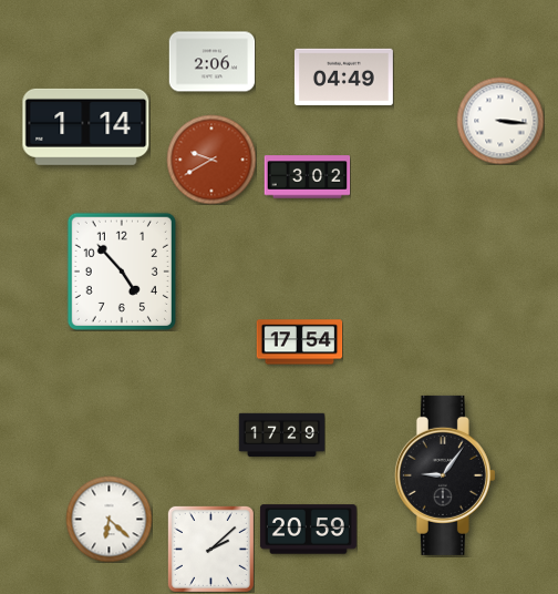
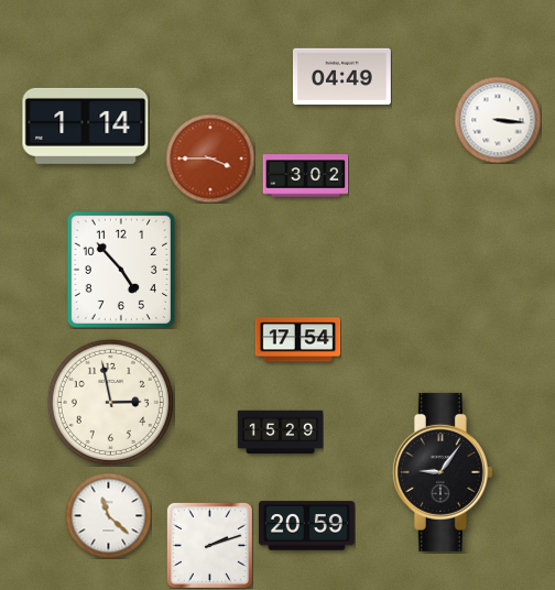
clock at (211, 62): 2:06 -> none
clock at (211, 160): 9:40 -> 3:45
clock at (110, 402): none -> 2:58
clock at (281, 436): 17:29 -> 15:29
clock at (108, 519): 6:22 -> 11:22
clock at (210, 549): 2:08 -> 2:12
